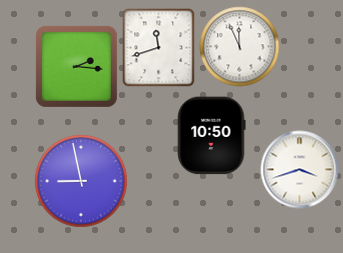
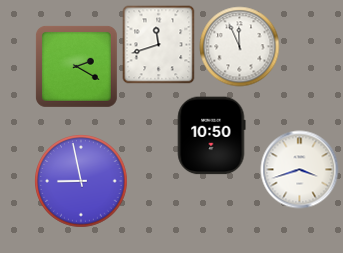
clock at (159, 47) position: (159, 47) -> (159, 44)
clock at (76, 66): 2:16 -> 2:20
